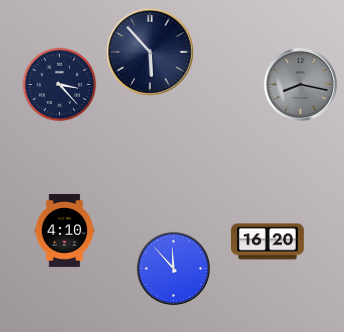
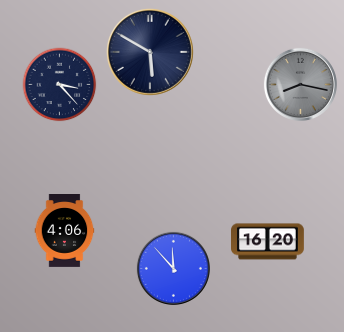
clock at (150, 52): 5:53 -> 5:50
clock at (65, 231): 4:10 -> 4:06
